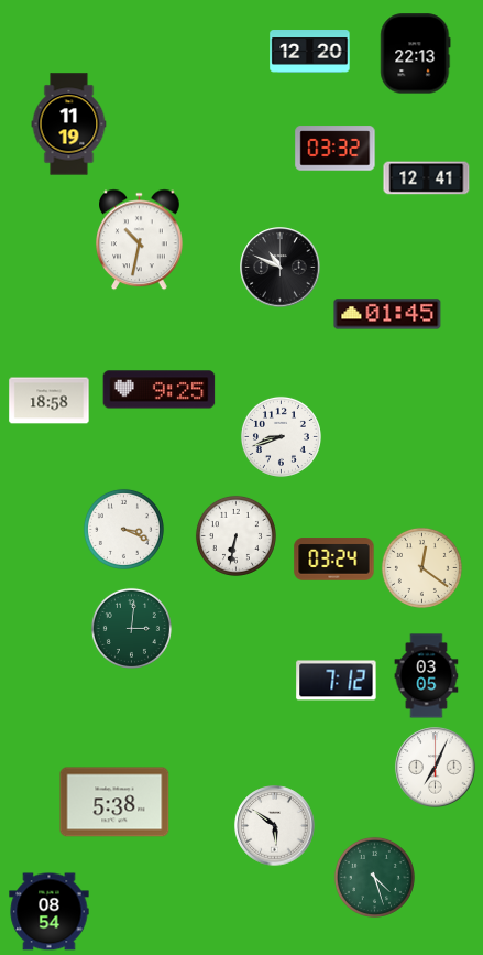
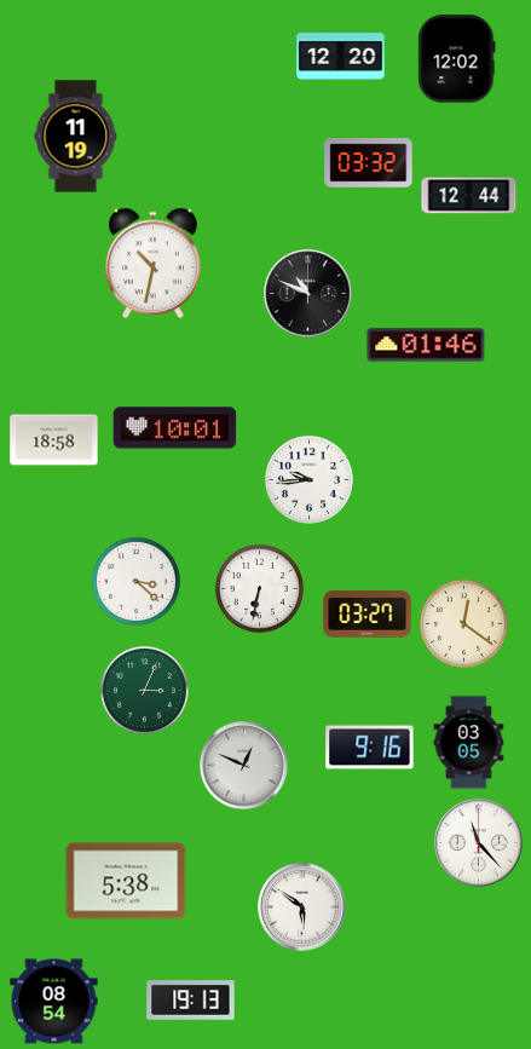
clock at (416, 54): 22:13 -> 12:02
clock at (427, 178): 12:41 -> 12:44
clock at (387, 314): 01:45 -> 01:46
clock at (160, 390): 9:25 -> 10:01
clock at (281, 436): 8:42 -> 9:44
clock at (123, 529): 3:19 -> 3:22
clock at (334, 560): 03:24 -> 03:27
clock at (131, 628): 3:01 -> 3:04
clock at (337, 681): 7:12 -> 9:16
clock at (244, 766): none -> 12:49
clock at (436, 768): 7:04 -> 11:23
clock at (374, 877): 4:27 -> none
clock at (191, 1001): none -> 19:13
